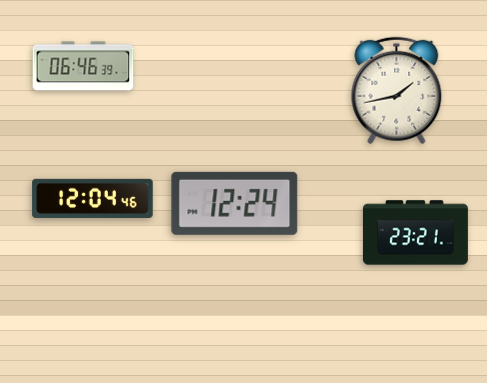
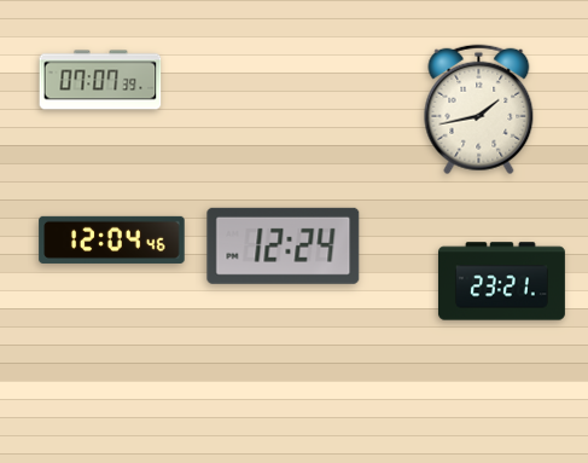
clock at (83, 66): 06:46 -> 07:07
